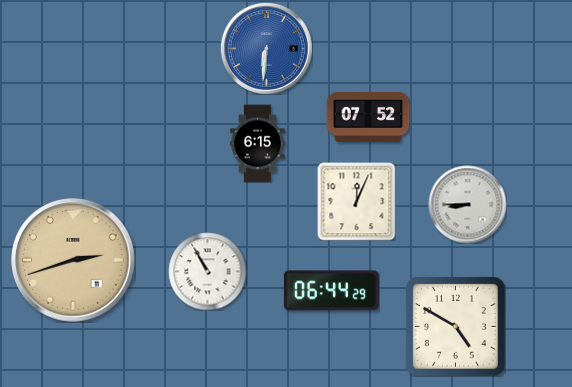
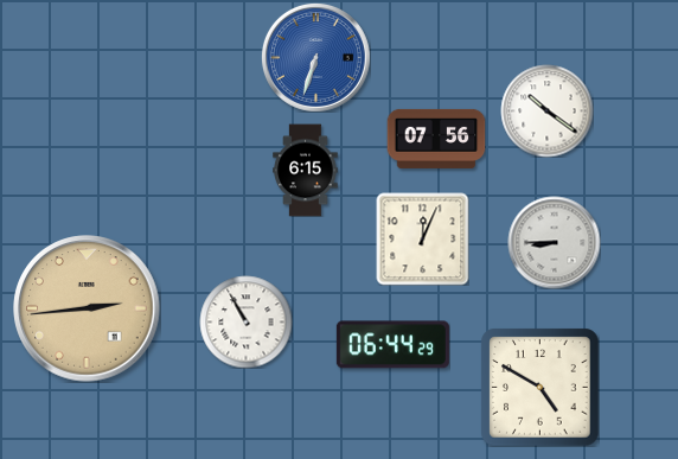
clock at (266, 48): 6:31 -> 6:33
clock at (546, 110): none -> 10:21
clock at (368, 117): 07:52 -> 07:56
clock at (73, 260): 2:42 -> 2:44
